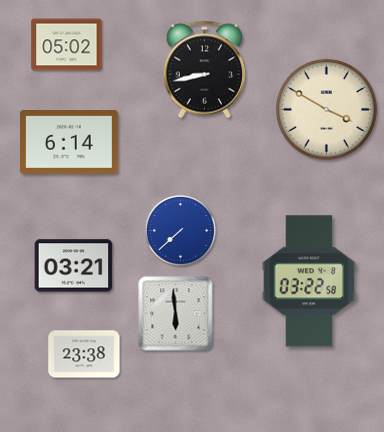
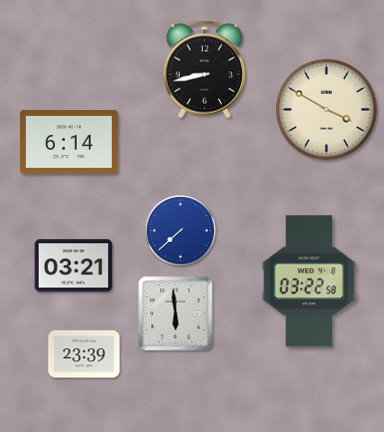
clock at (67, 45): 05:02 -> none
clock at (84, 354): 23:38 -> 23:39
